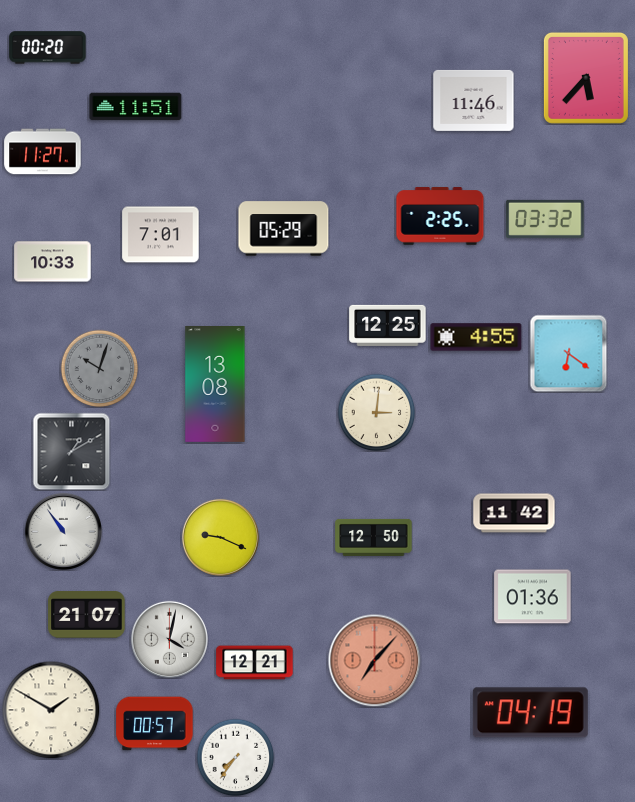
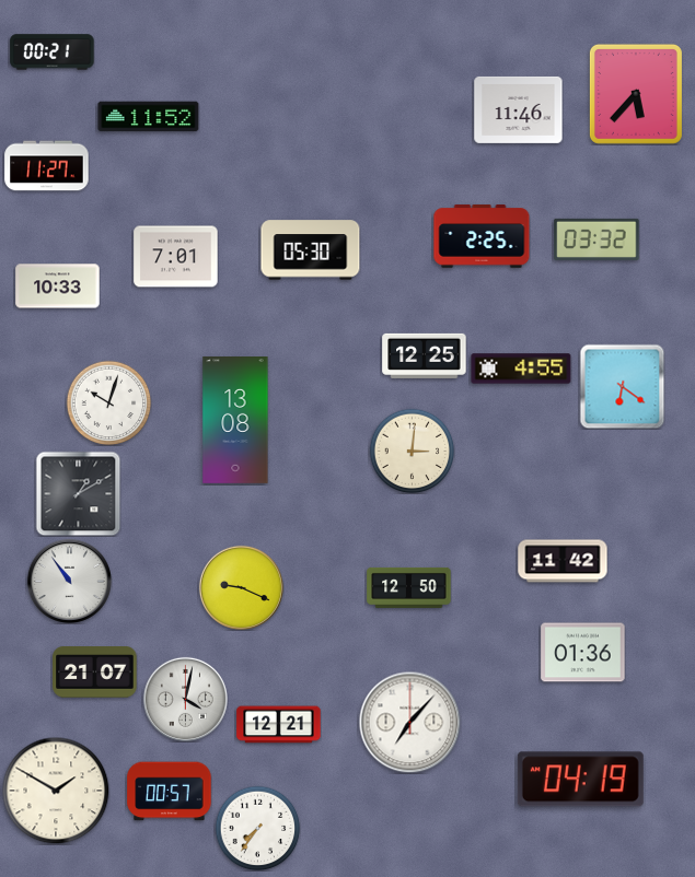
clock at (48, 48): 00:20 -> 00:21
clock at (586, 78) position: (586, 78) -> (636, 94)
clock at (136, 107): 11:51 -> 11:52
clock at (284, 229): 05:29 -> 05:30
clock at (99, 368) dial: grey -> white
clock at (374, 660) dial: salmon -> white
clock at (51, 710) position: (51, 710) -> (56, 791)
